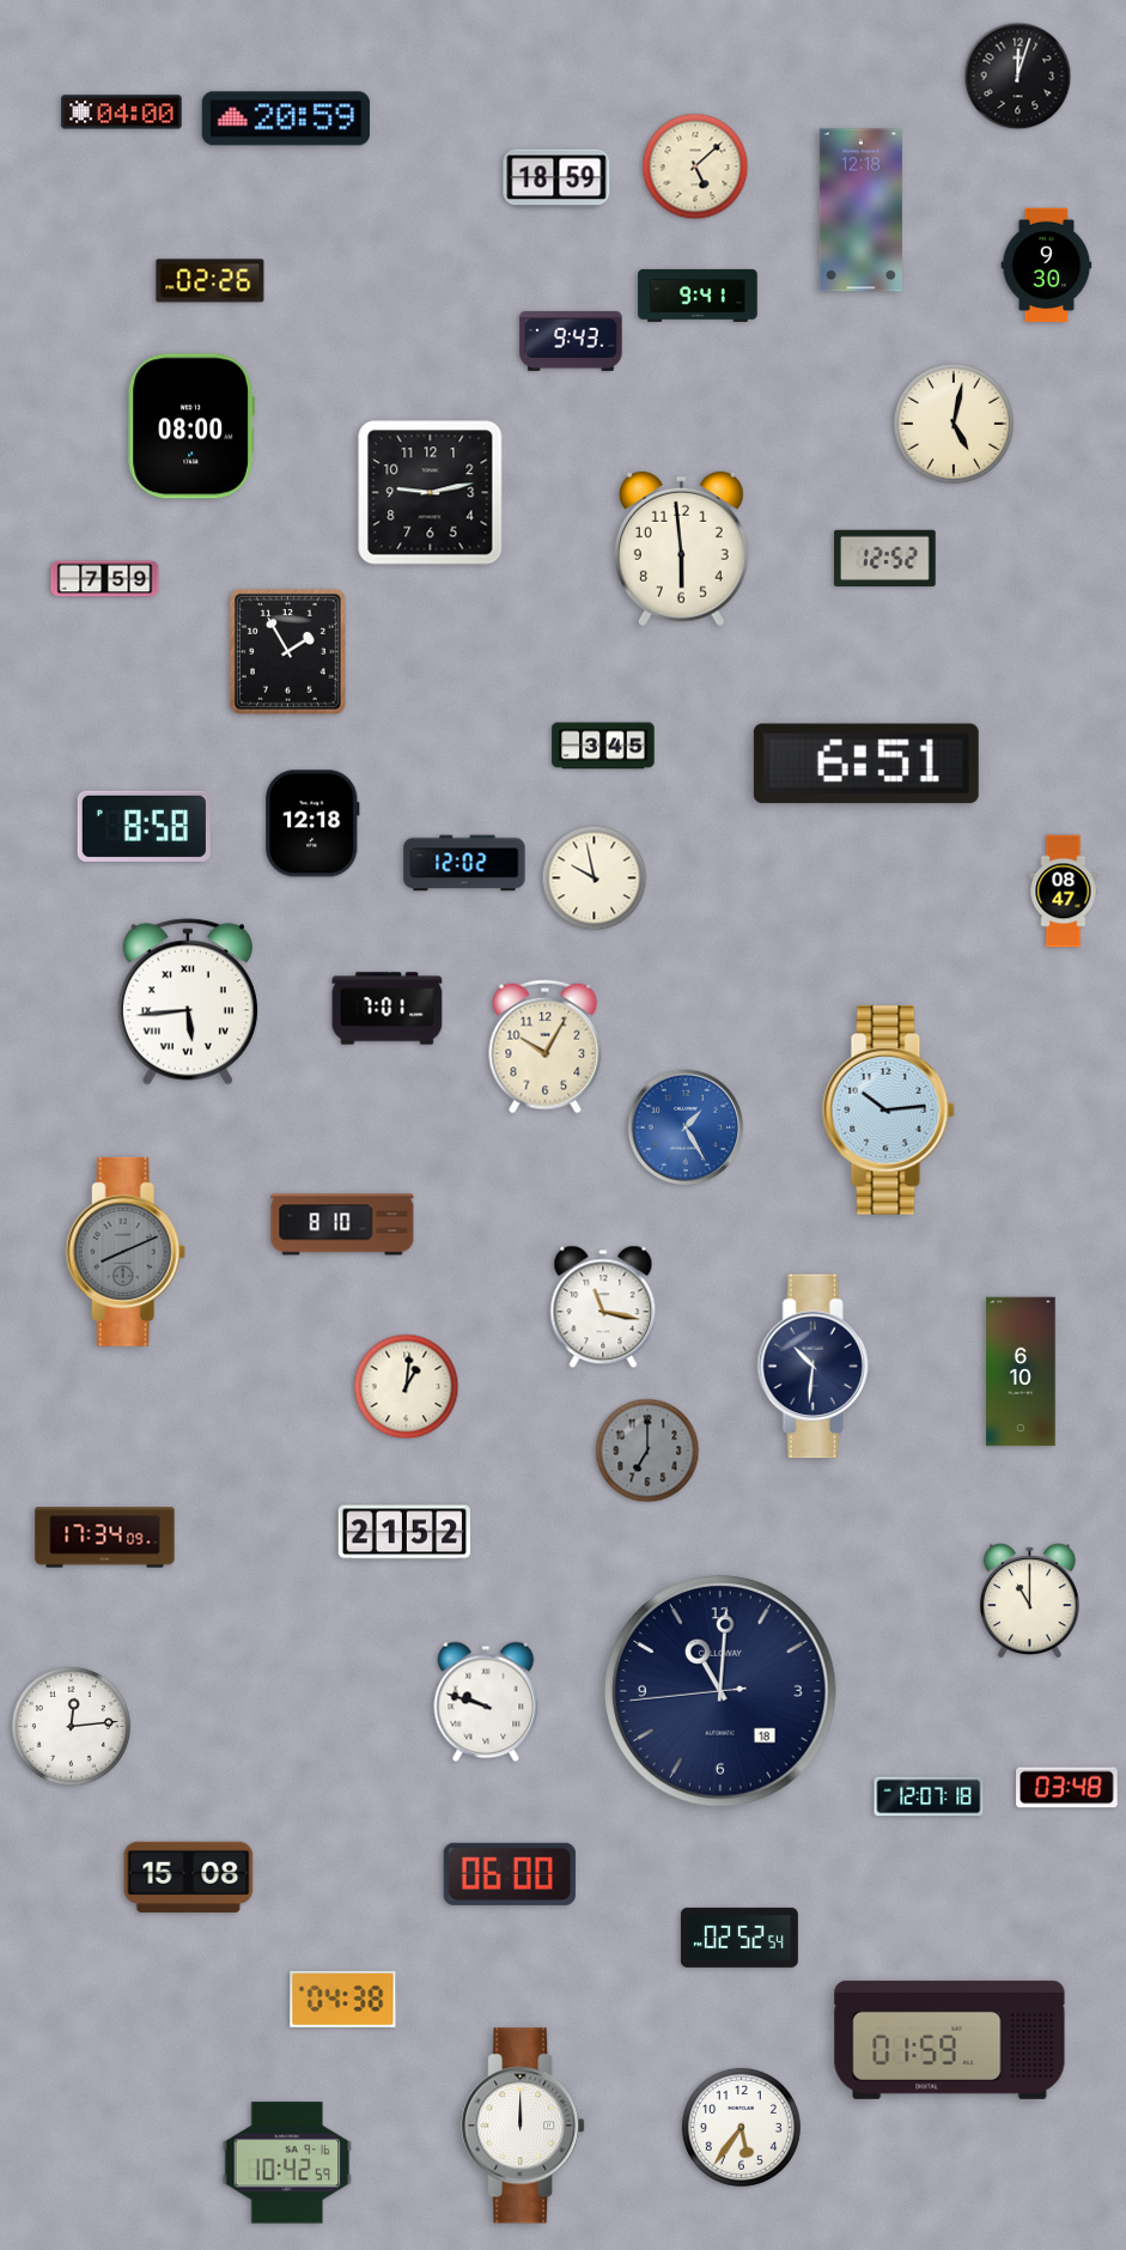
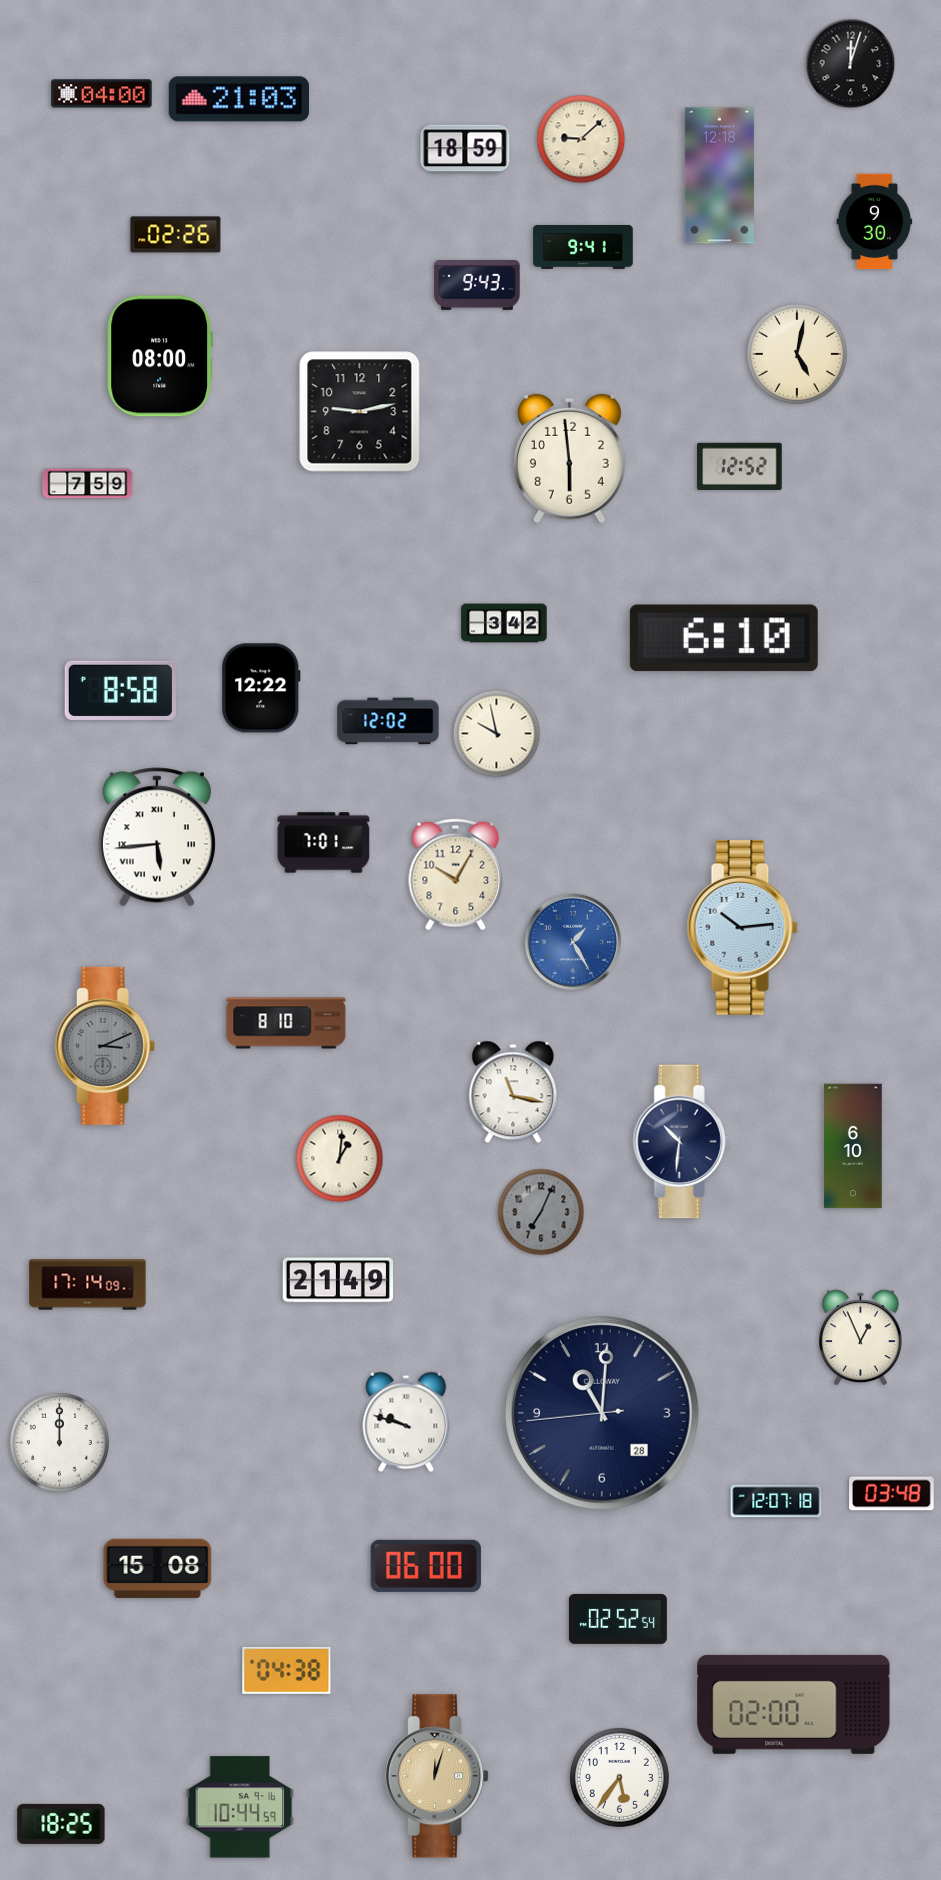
clock at (286, 118): 20:59 -> 21:03
clock at (695, 166): 5:08 -> 9:08
clock at (287, 652): 1:55 -> none
clock at (603, 746): 3:45 -> 3:42
clock at (866, 764): 6:51 -> 6:10
clock at (312, 823): 12:18 -> 12:22
clock at (1064, 892): 08:47 -> none
clock at (126, 1252): 8:11 -> 3:11
clock at (603, 1307) position: (603, 1307) -> (513, 1092)
clock at (647, 1451): 7:00 -> 7:04
clock at (404, 1532): 21:52 -> 21:49
clock at (105, 1538): 17:34 -> 17:14
clock at (1029, 1600): 11:00 -> 12:56
clock at (722, 1692) date: 18 -> 28
clock at (71, 1726): 12:14 -> 12:00
clock at (950, 2039): 01:59 -> 02:00
clock at (523, 2126): 12:00 -> 12:03
clock at (523, 2126) dial: white -> champagne
clock at (287, 2163): 10:42 -> 10:44
clock at (61, 1824): none -> 18:25
